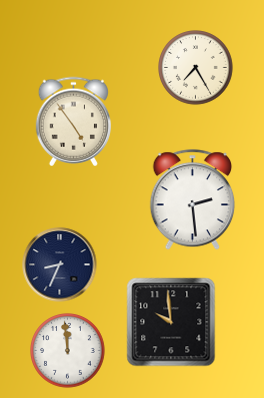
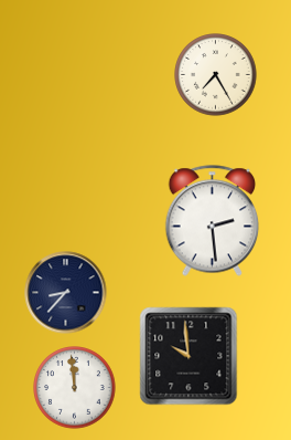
clock at (73, 122): 4:54 -> none
clock at (60, 265): 8:34 -> 8:37
